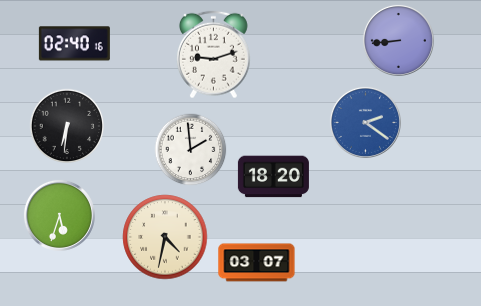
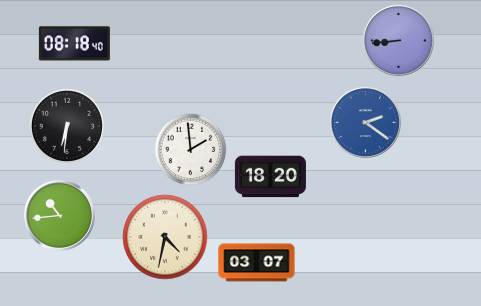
clock at (74, 44): 02:40 -> 08:18
clock at (213, 55): 9:12 -> none
clock at (273, 177) position: (273, 177) -> (270, 177)
clock at (59, 215): 5:33 -> 10:44
